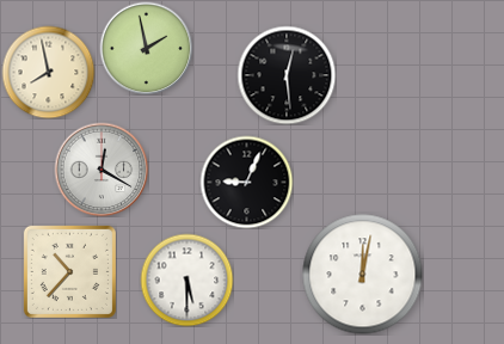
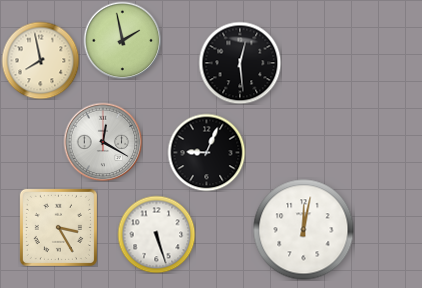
clock at (102, 170) position: (102, 170) -> (103, 142)
clock at (69, 271): 10:37 -> 3:25
clock at (186, 279): 5:30 -> 5:27
